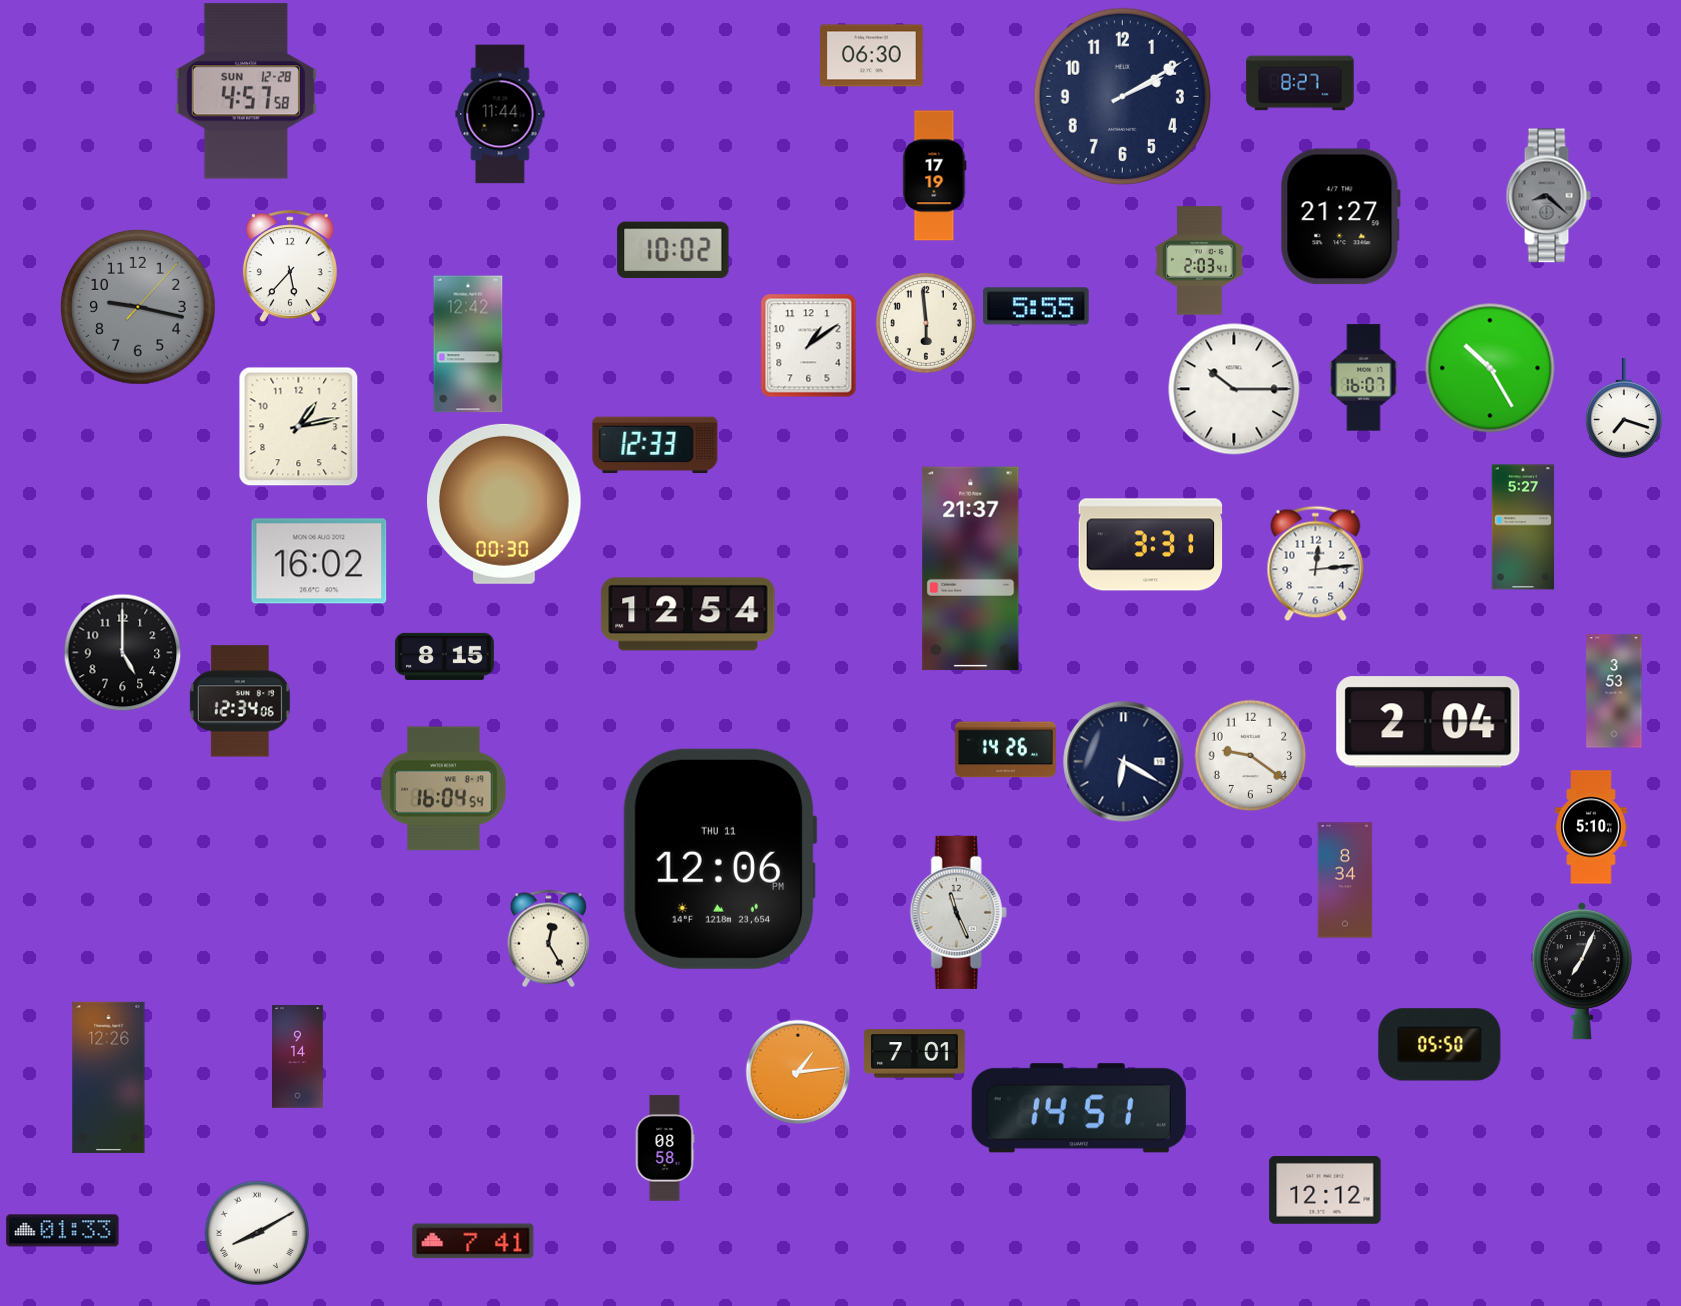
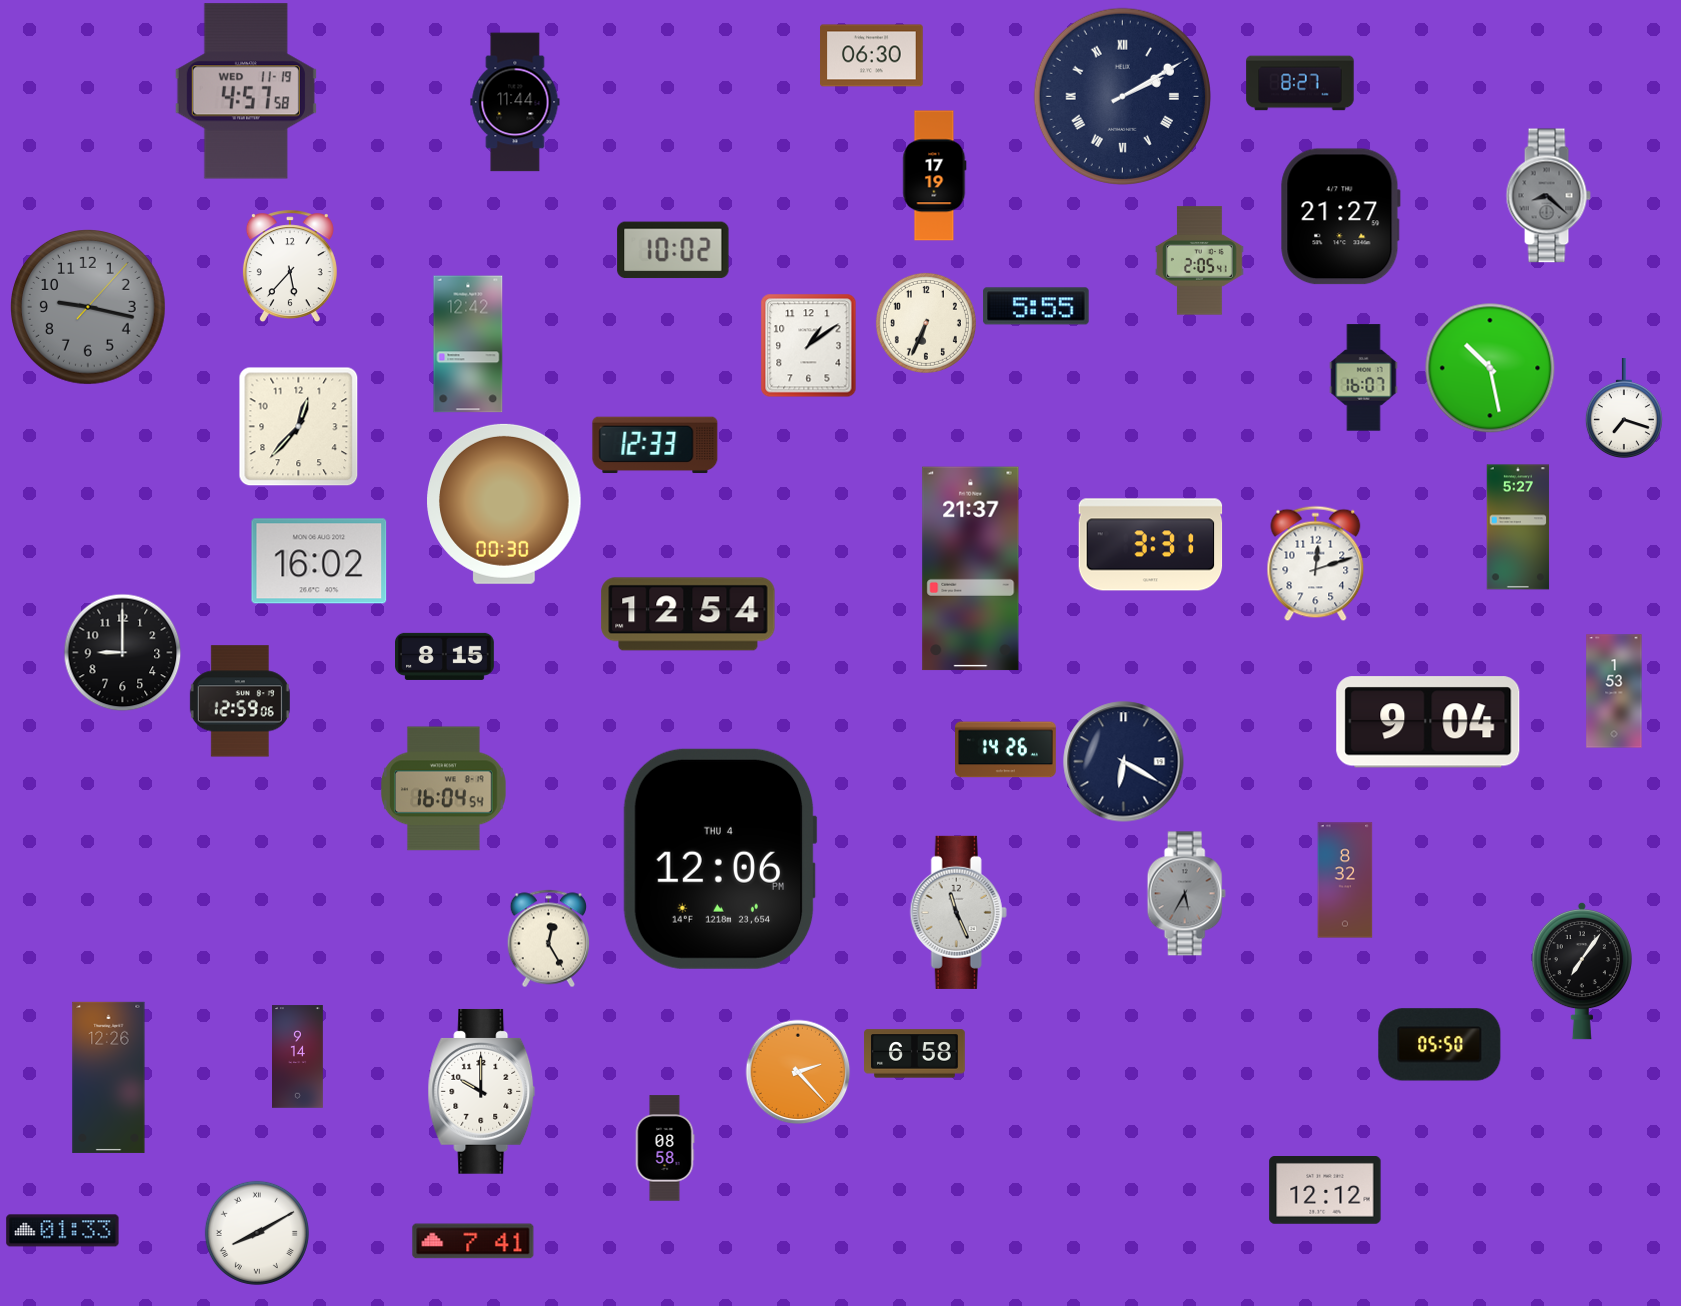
clock at (246, 91) date: SUN 12-28 -> WED 11-19
clock at (1122, 96) numerals: Arabic -> Roman
clock at (500, 114) position: (500, 114) -> (515, 102)
clock at (1200, 261): 2:03 -> 2:05
clock at (139, 308) position: (139, 308) -> (89, 308)
clock at (926, 323): 5:59 -> 6:34
clock at (1490, 368): 10:25 -> 10:28
clock at (1234, 389): 10:15 -> none
clock at (298, 426): 1:13 -> 12:37
clock at (1523, 527) position: (1523, 527) -> (1518, 527)
clock at (1316, 563): 12:14 -> 12:12
clock at (122, 652): 5:00 -> 9:00
clock at (1614, 691): 3:53 -> 1:53
clock at (240, 701): 12:34 -> 12:59
clock at (1428, 722): 2:04 -> 9:04
clock at (1250, 755): 9:21 -> none
clock at (1591, 827): 5:10 -> none
clock at (720, 859) date: THU 11 -> THU 4
clock at (1345, 880): 8:34 -> 8:32
clock at (1186, 894): none -> 5:35
clock at (1582, 971): 7:04 -> 7:06
clock at (915, 1054): 7:01 -> 6:58
clock at (798, 1072): 1:14 -> 2:23
clock at (482, 1092): none -> 10:00
clock at (1079, 1108): 14:51 -> none
